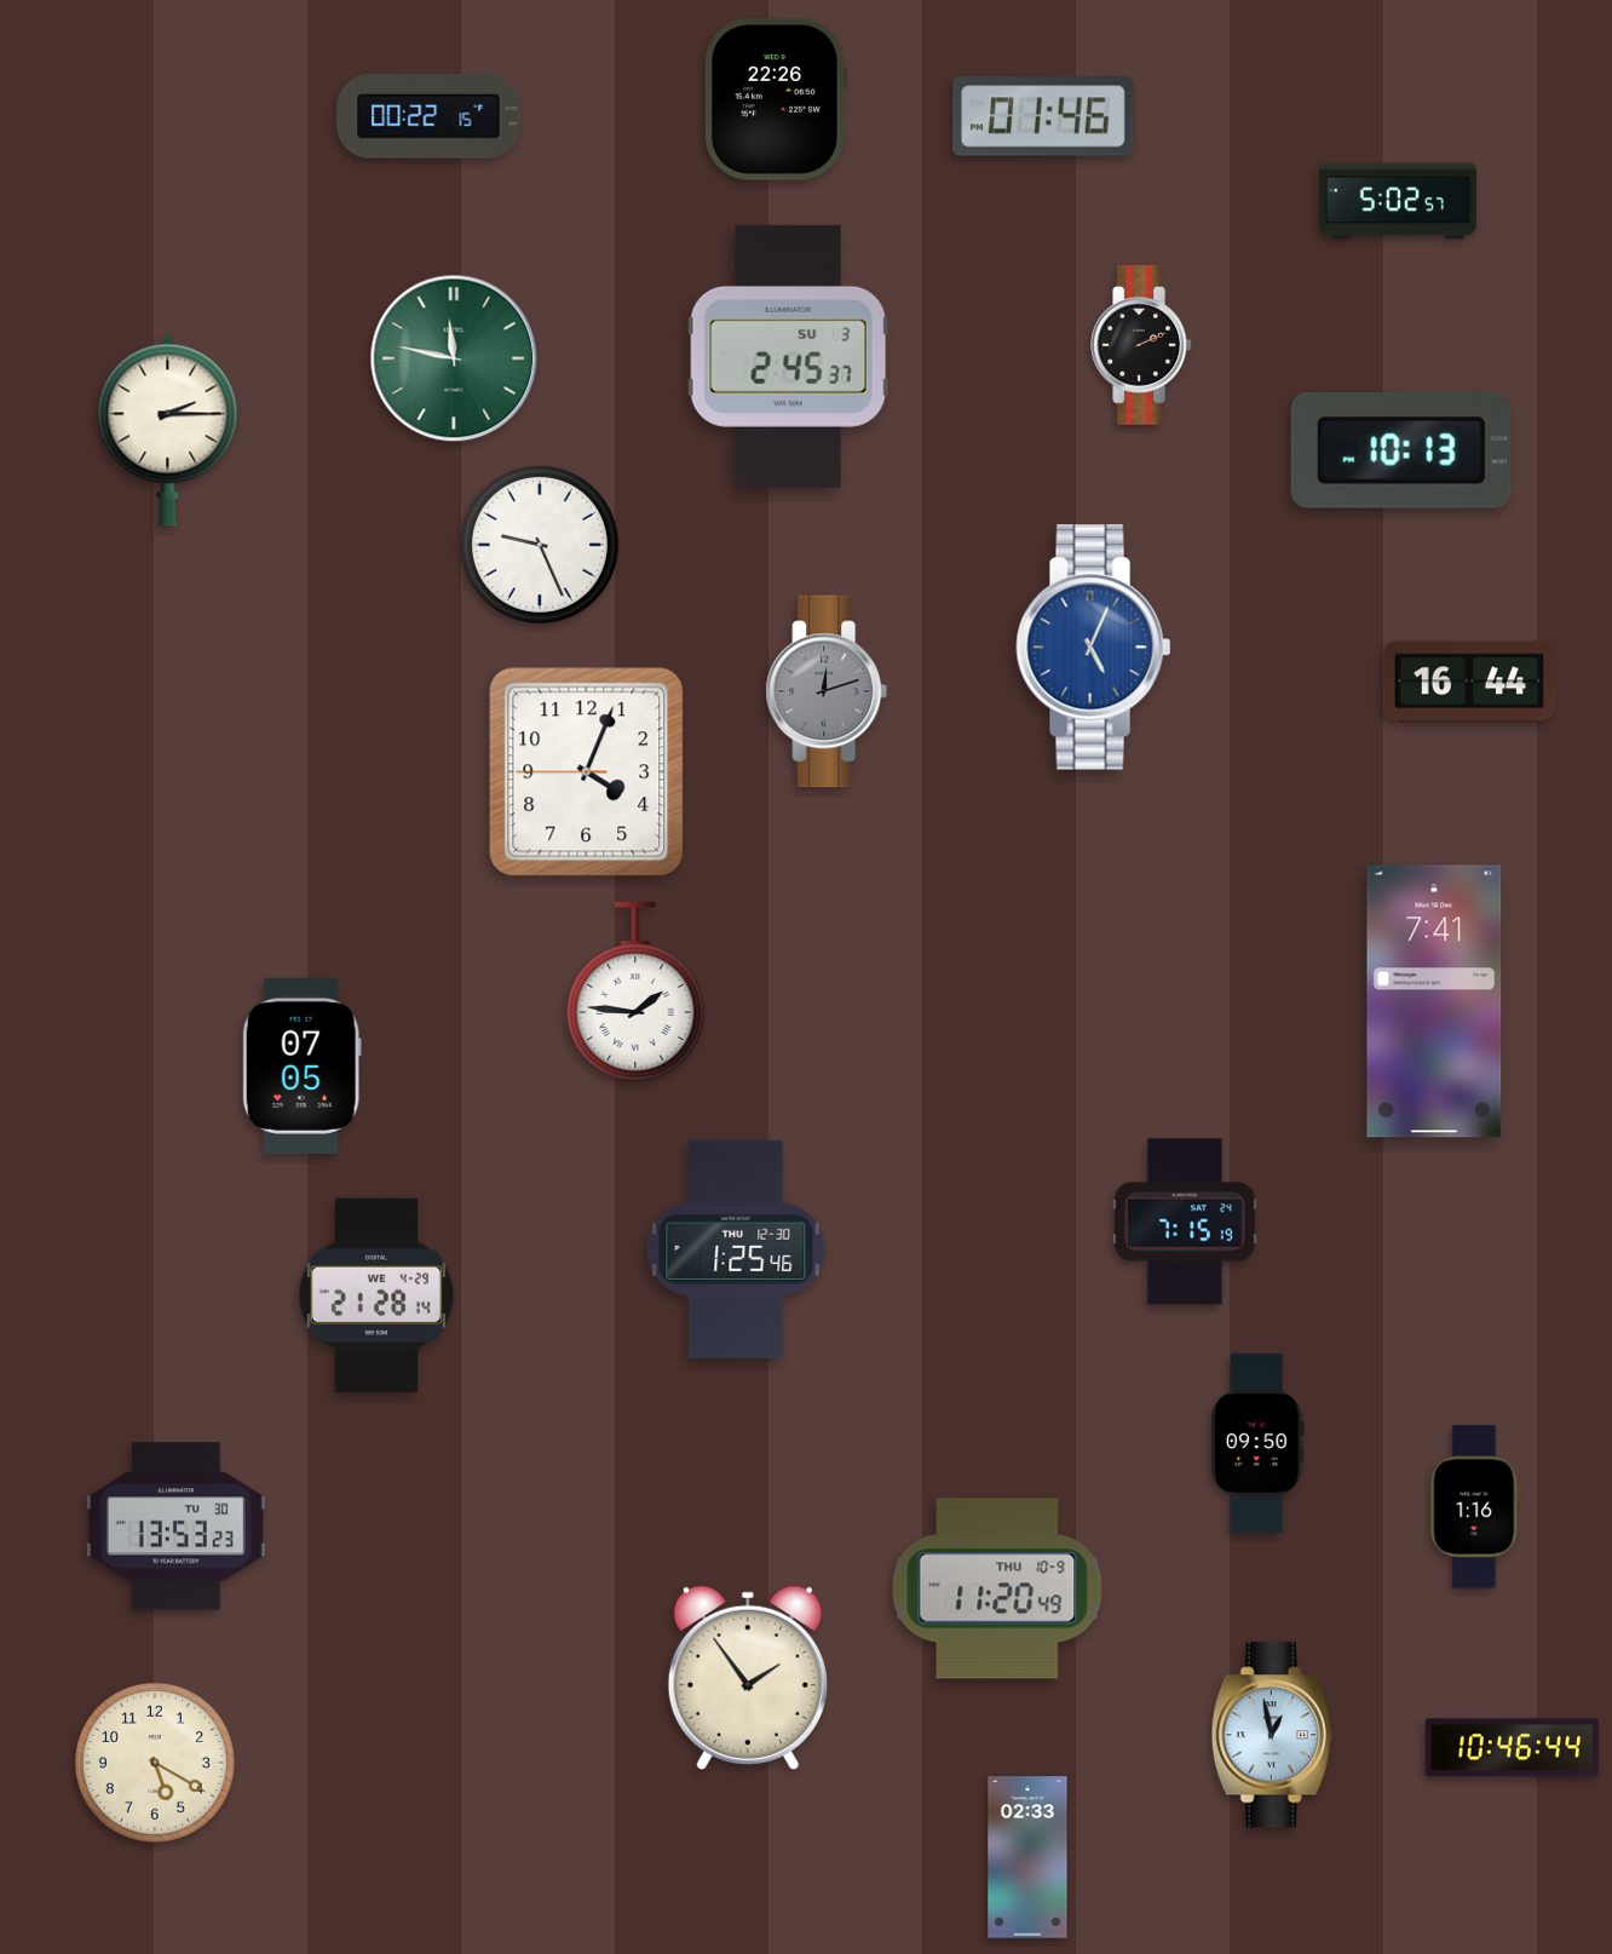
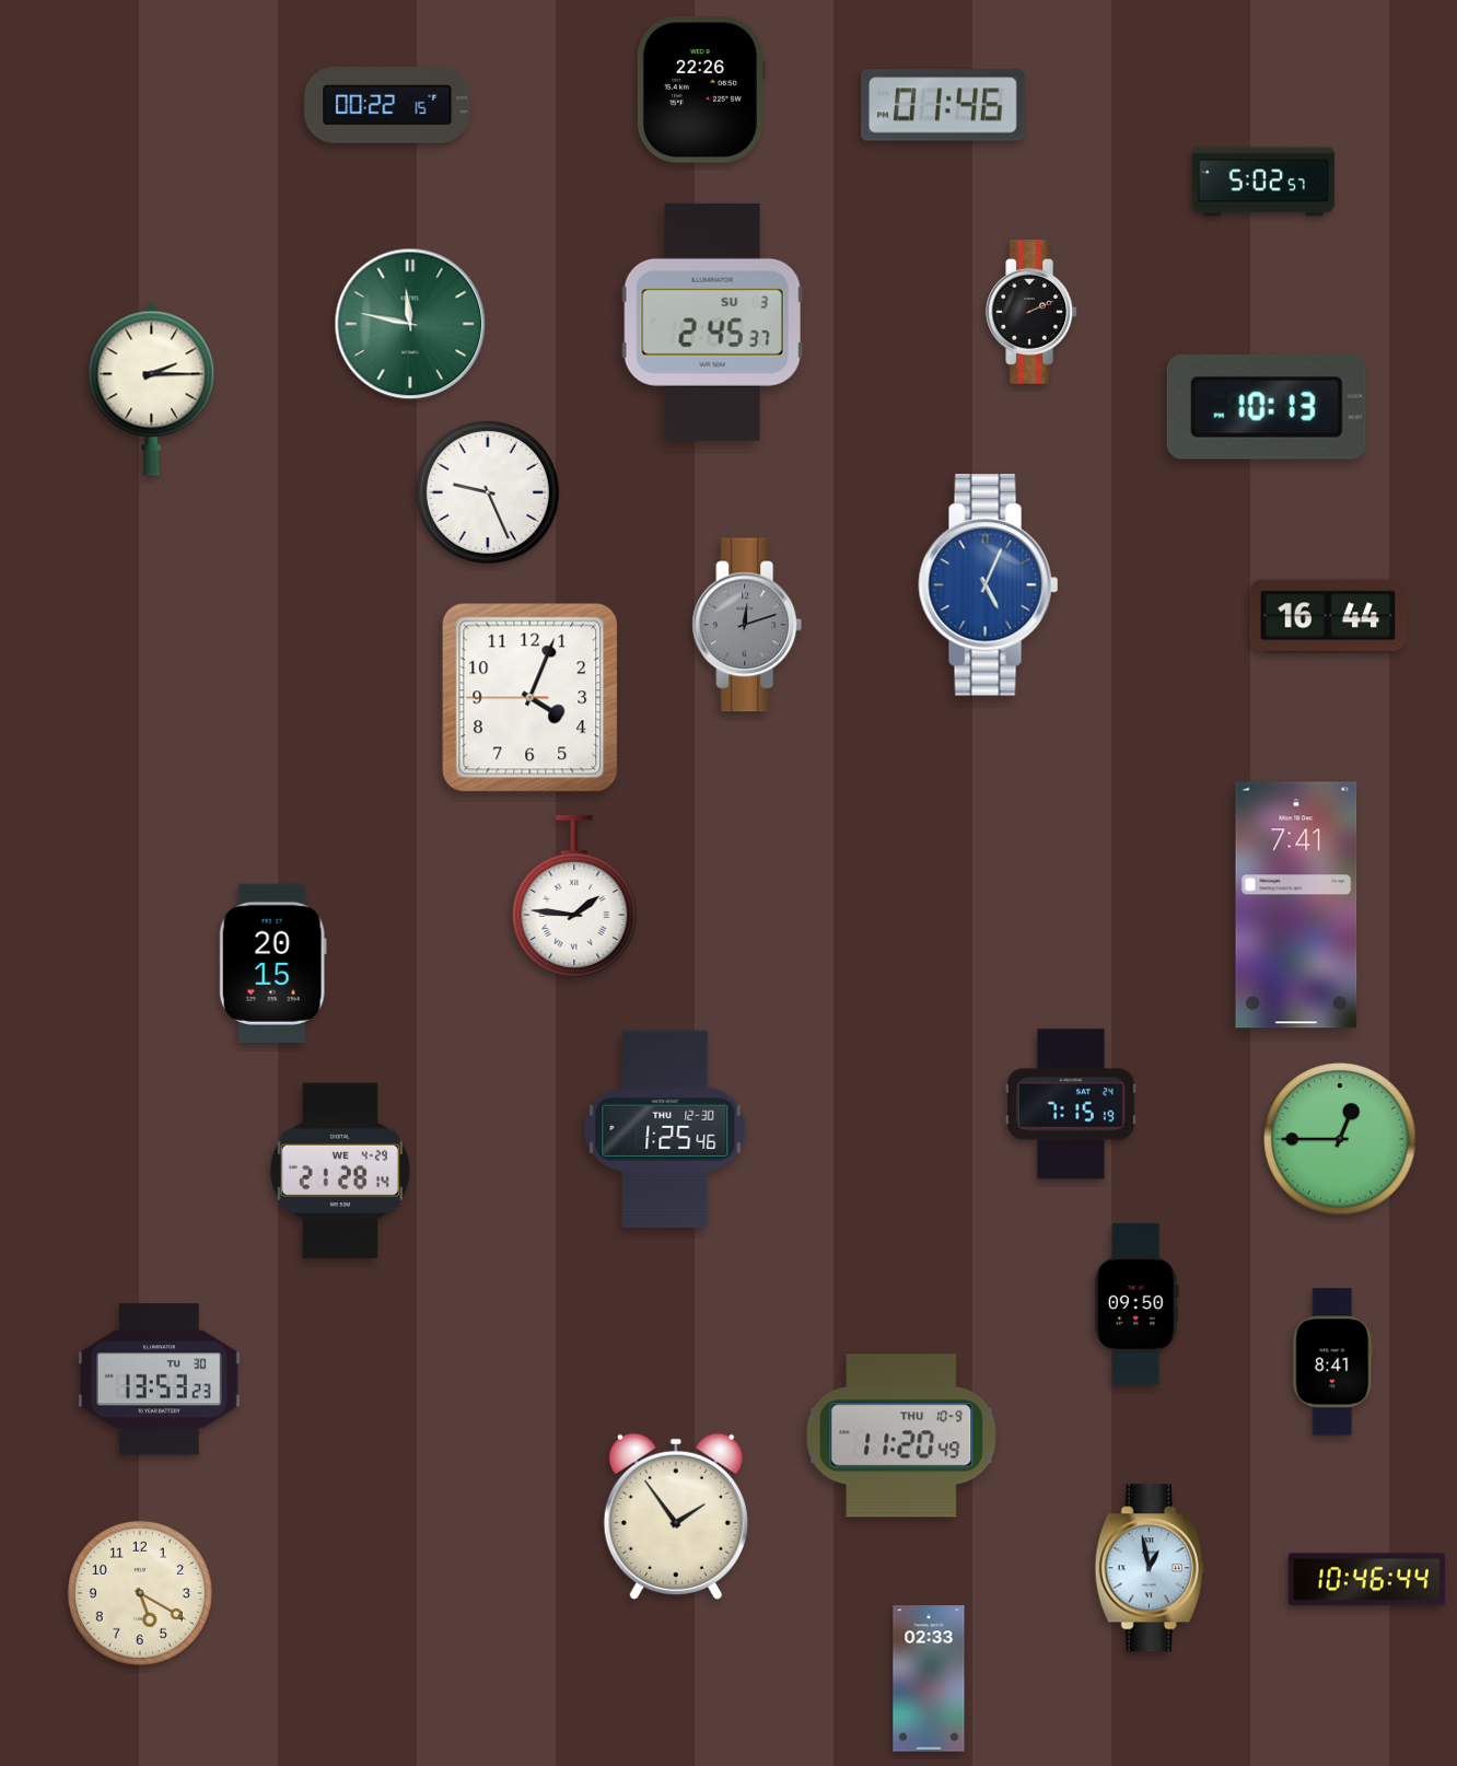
clock at (301, 1065): 07:05 -> 20:15
clock at (1340, 1139): none -> 12:45
clock at (1475, 1507): 1:16 -> 8:41
